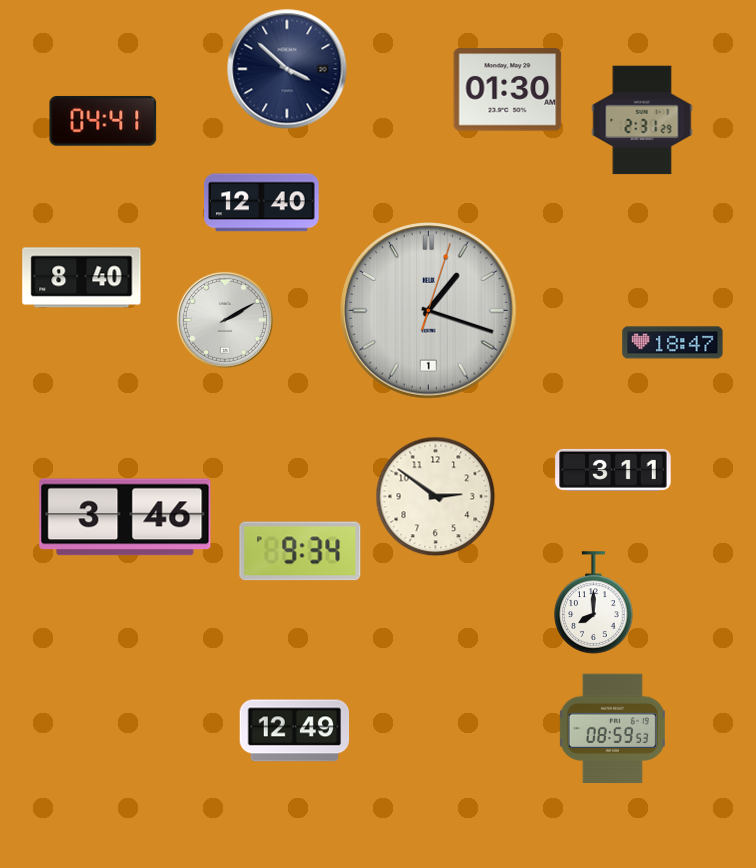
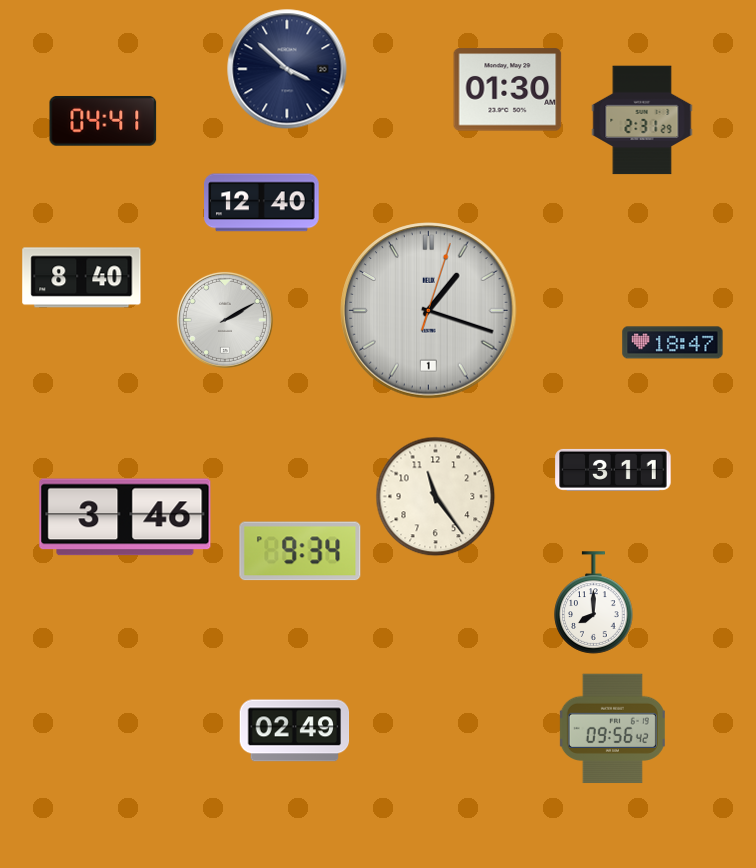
clock at (436, 497): 2:51 -> 11:24
clock at (612, 729): 08:59 -> 09:56
clock at (295, 731): 12:49 -> 02:49
